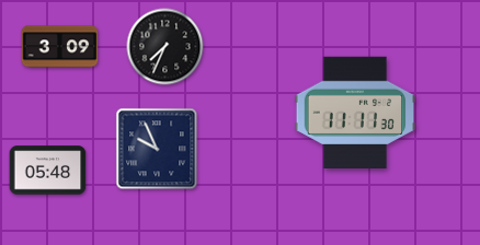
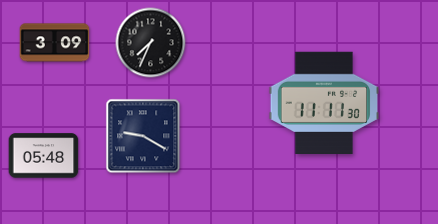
clock at (157, 149): 9:56 -> 9:20
